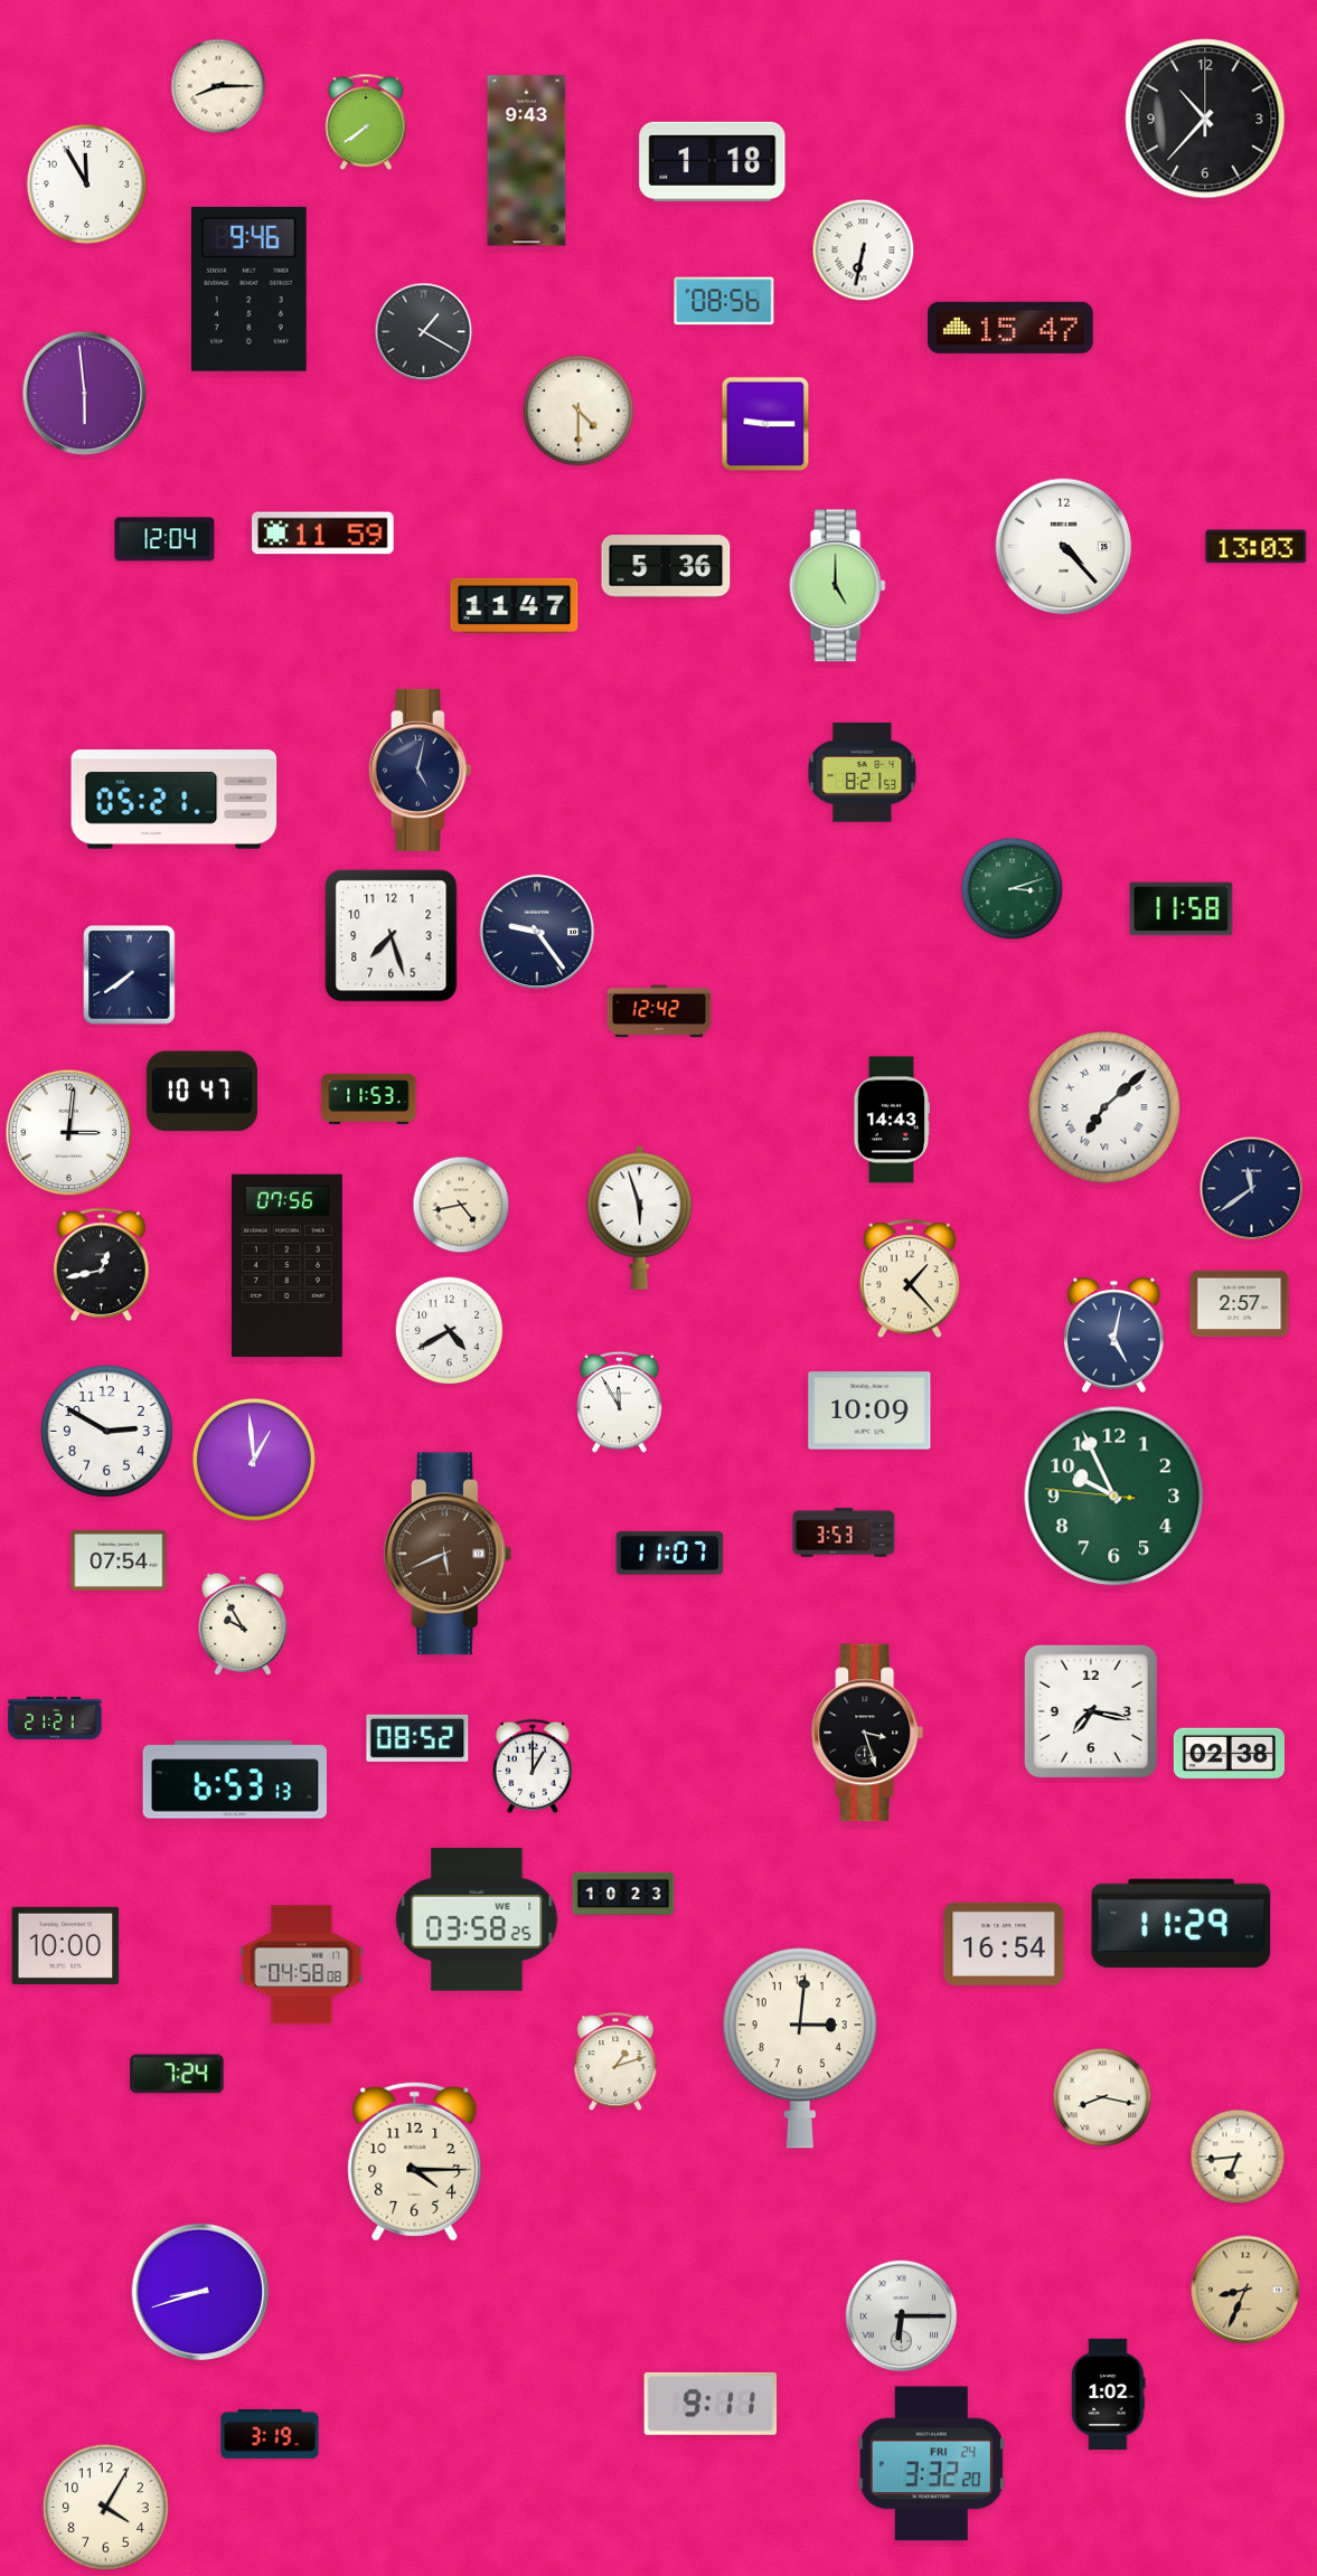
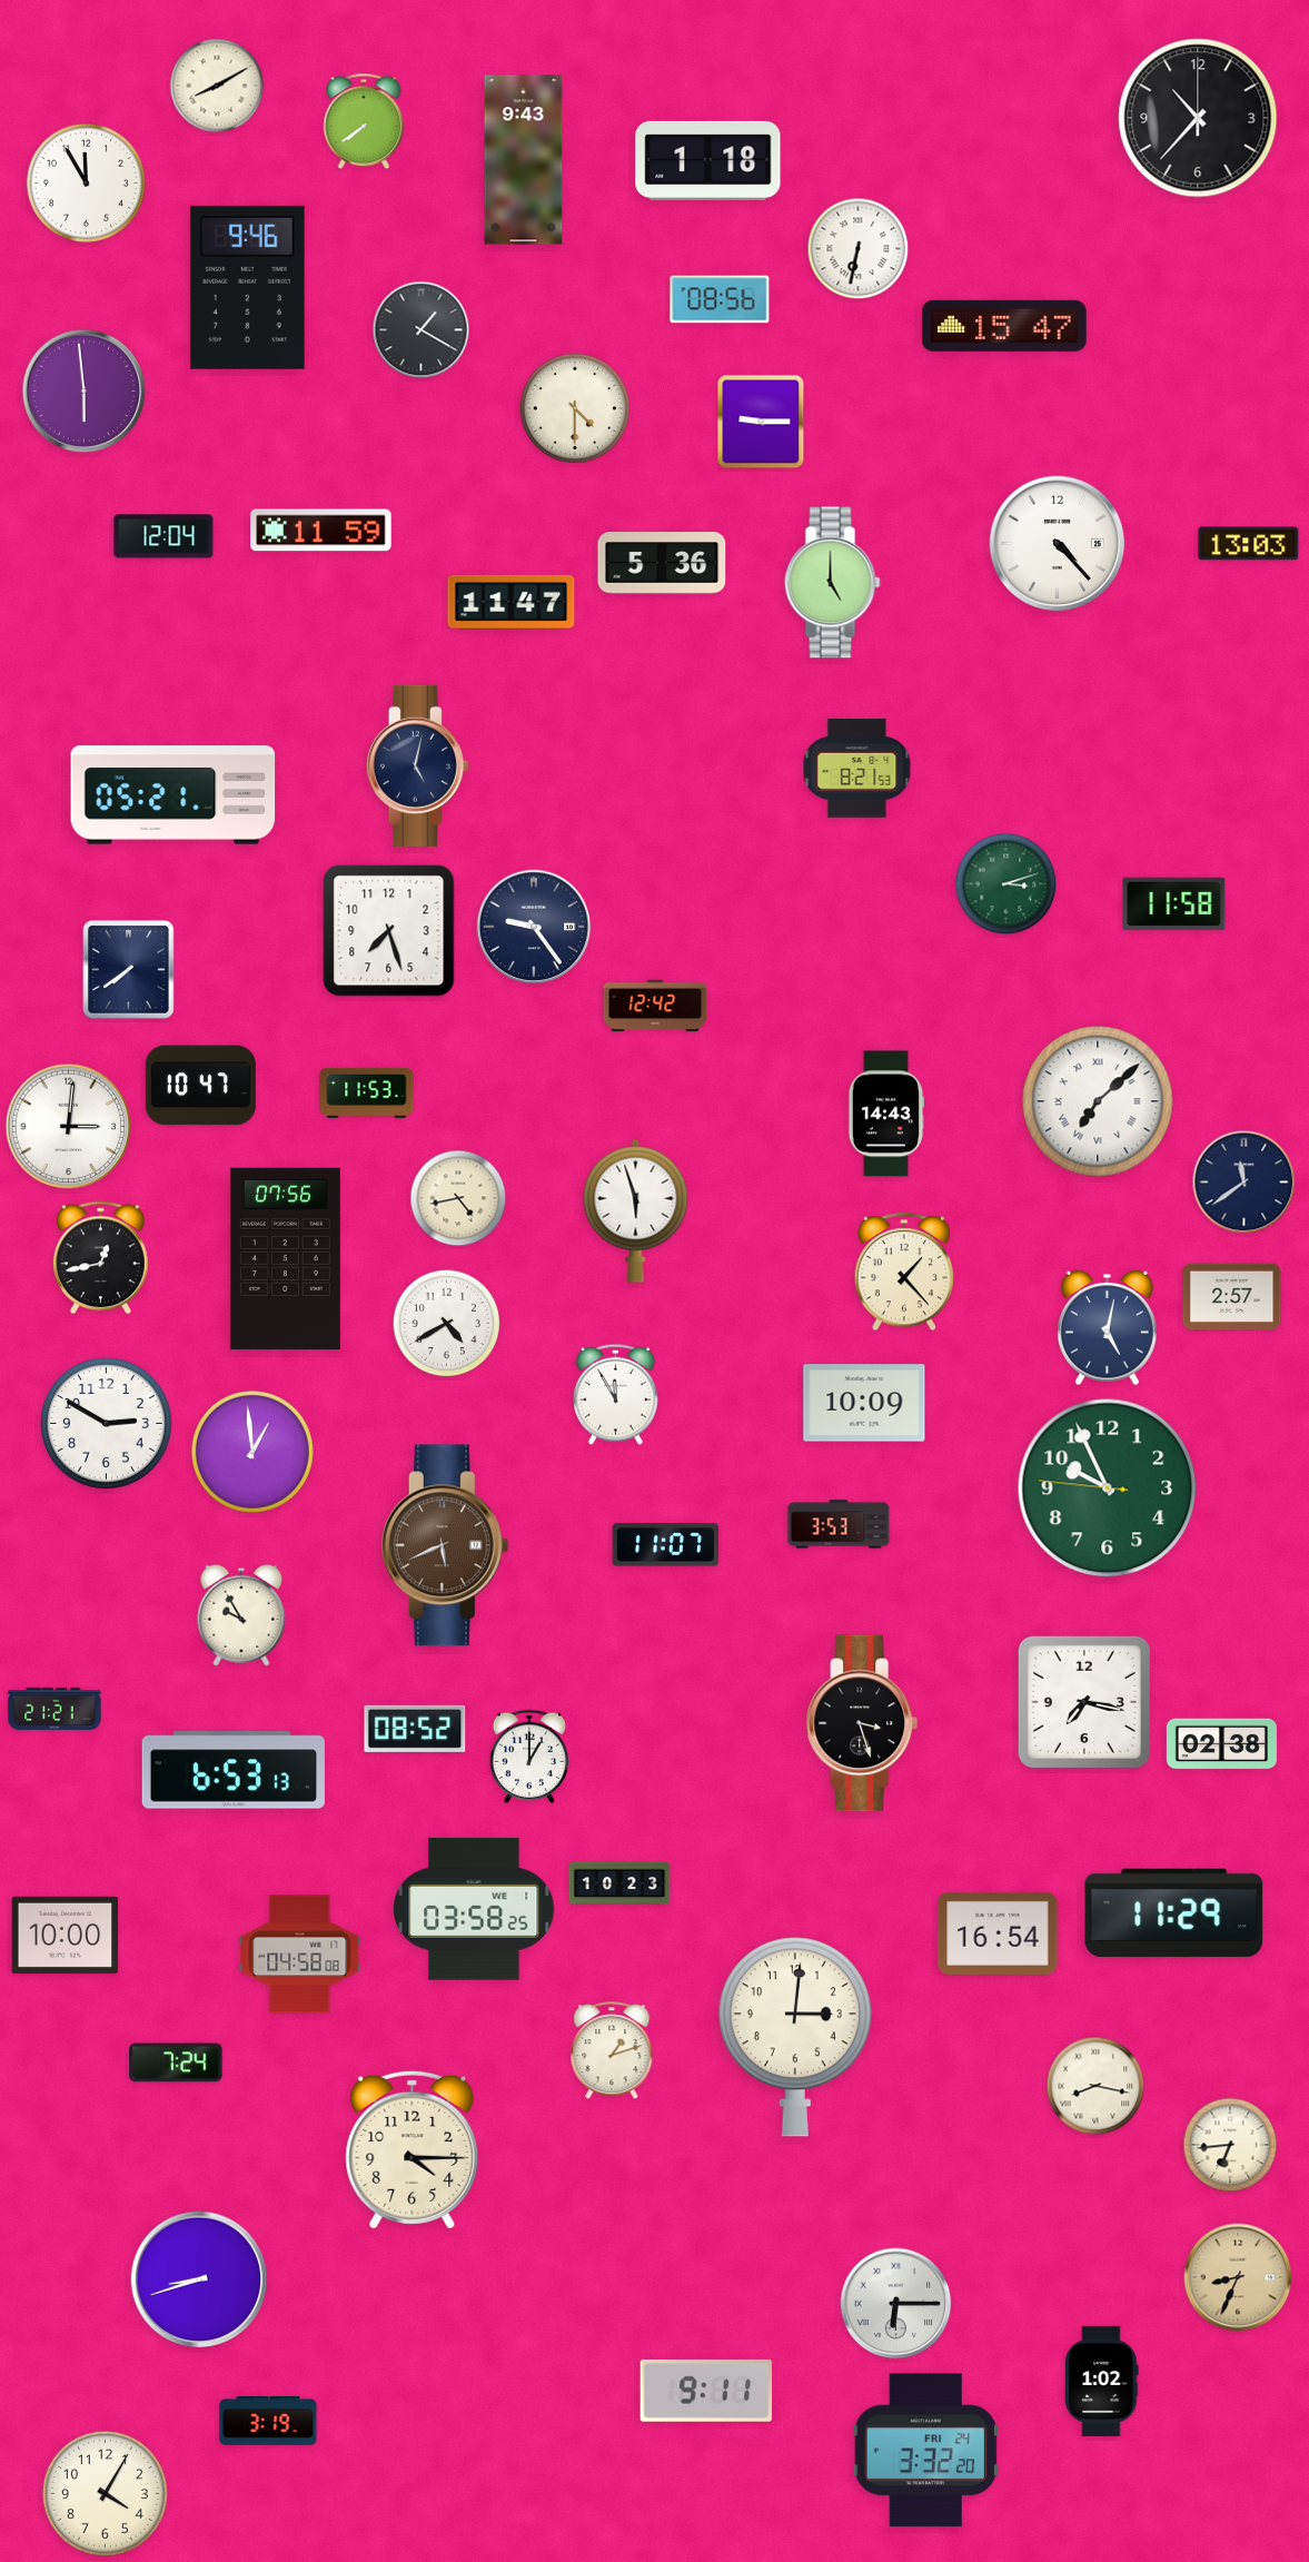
clock at (218, 86): 8:15 -> 8:10
clock at (119, 1560): 07:54 -> none
